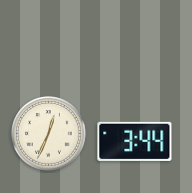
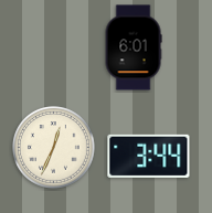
clock at (134, 47): none -> 6:01
